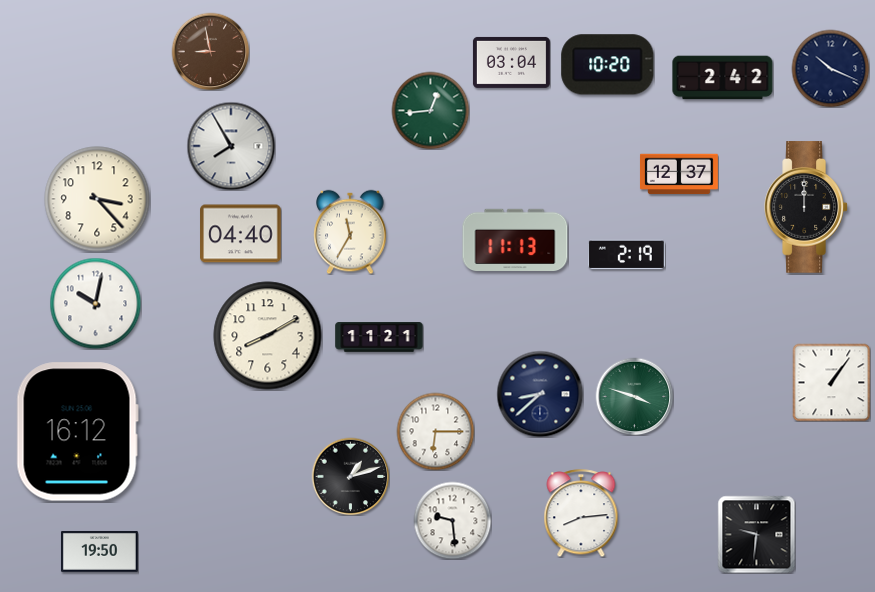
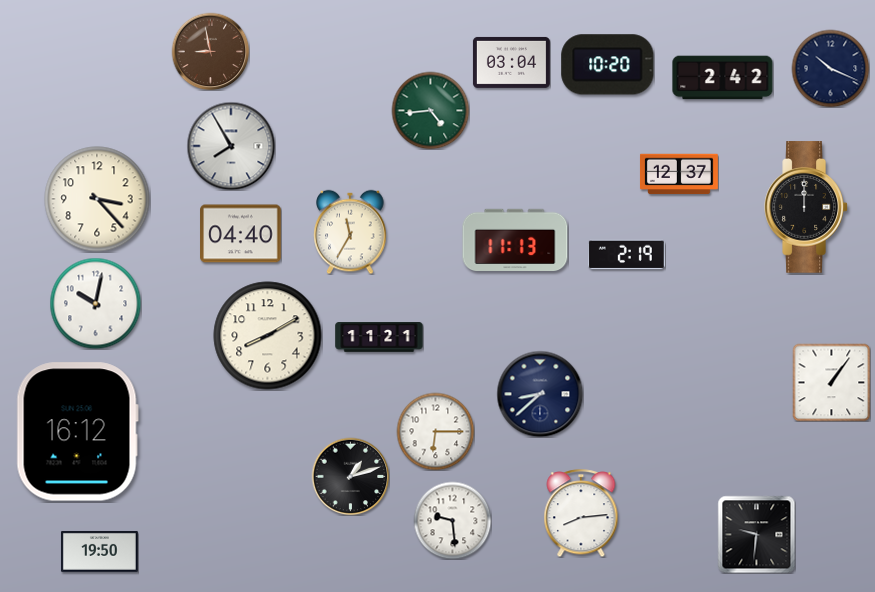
clock at (430, 110): 12:44 -> 4:44
clock at (634, 396): 3:48 -> none
